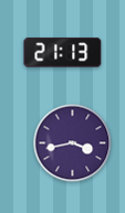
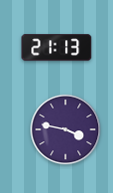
clock at (73, 143): 3:43 -> 3:47
